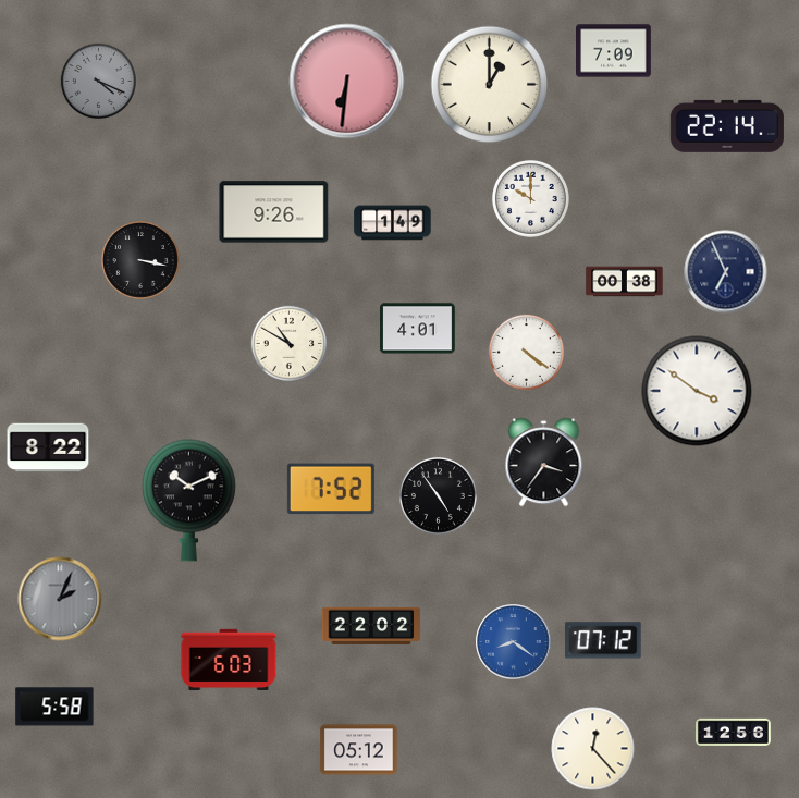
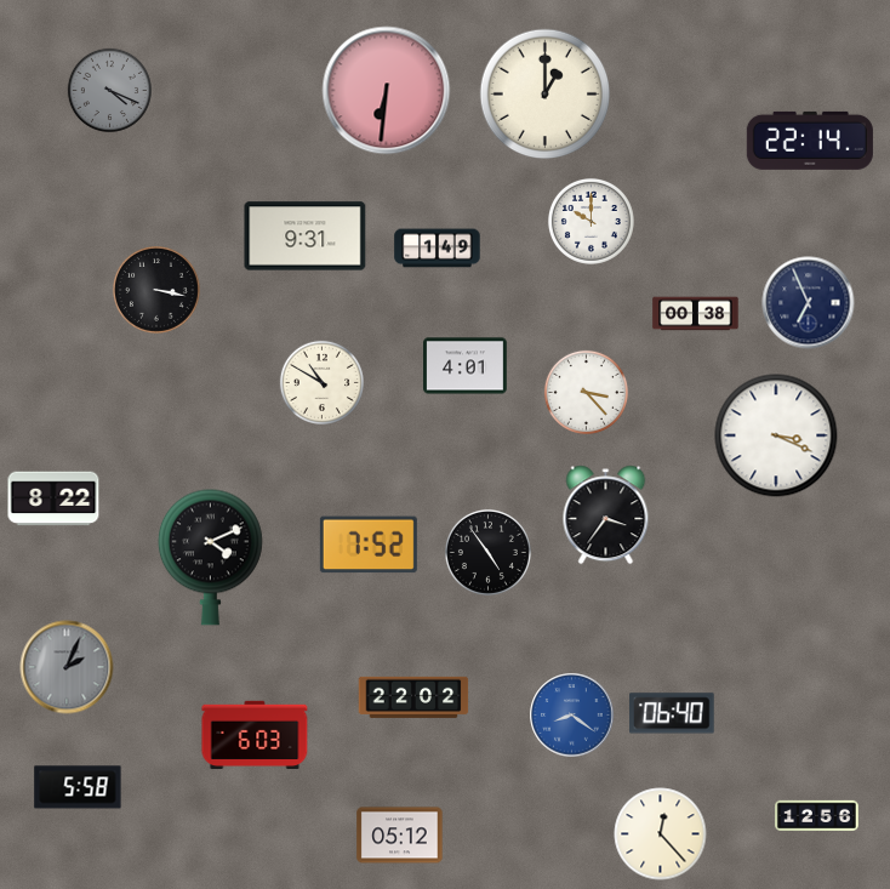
clock at (614, 51): 7:09 -> none
clock at (274, 212): 9:26 -> 9:31
clock at (526, 352): 4:21 -> 3:23
clock at (697, 391): 3:51 -> 3:19
clock at (188, 500): 10:11 -> 4:11
clock at (603, 640): 07:12 -> 06:40
clock at (54, 707) position: (54, 707) -> (78, 787)
